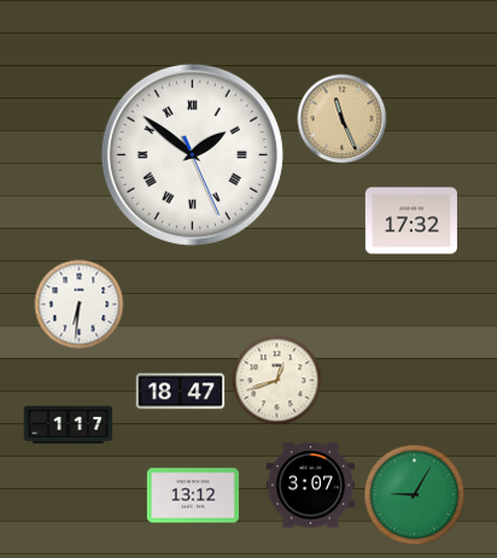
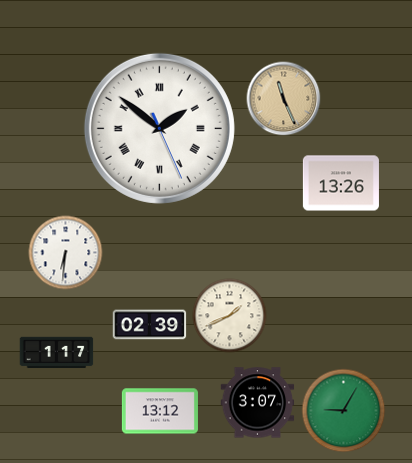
clock at (411, 221): 17:32 -> 13:26
clock at (277, 381): 12:42 -> 1:41
clock at (181, 392): 18:47 -> 02:39
